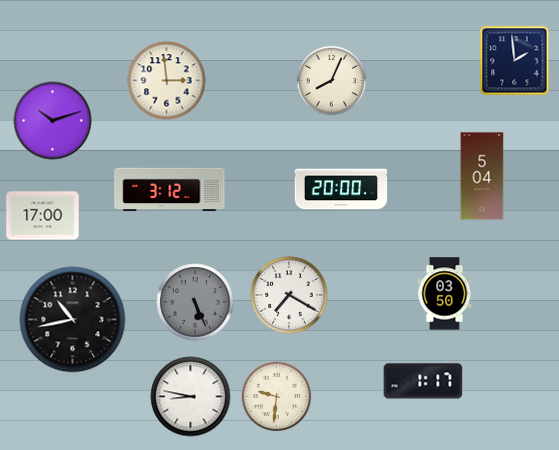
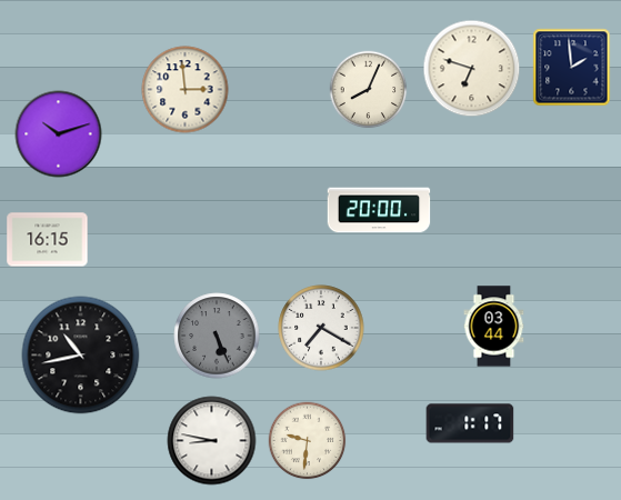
clock at (472, 69): none -> 6:48
clock at (482, 176): 5:04 -> none
clock at (170, 190): 3:12 -> none
clock at (43, 216): 17:00 -> 16:15
clock at (445, 294): 03:50 -> 03:44
